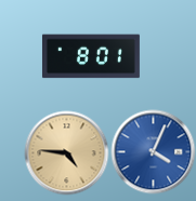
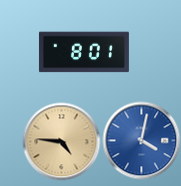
clock at (153, 151): 4:04 -> 4:02
